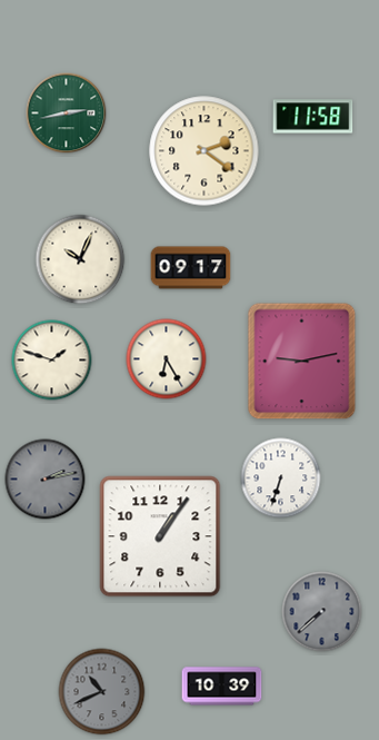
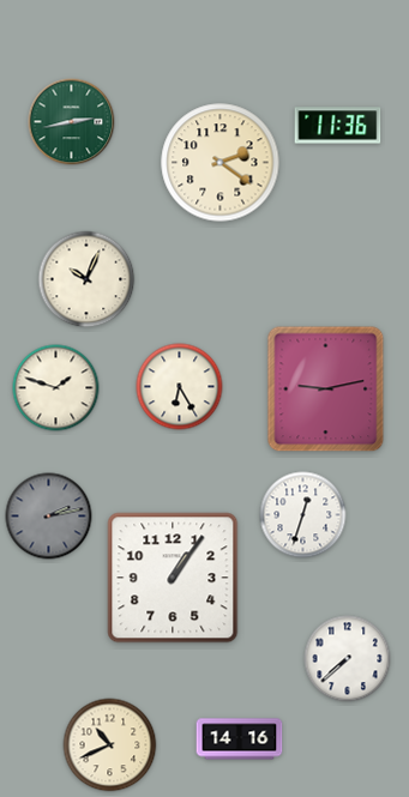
clock at (313, 117): 11:58 -> 11:36
clock at (191, 268): 09:17 -> none
clock at (281, 478): 6:33 -> 12:33
clock at (322, 612) dial: grey -> white
clock at (222, 687): 10:39 -> 14:16
clock at (102, 692) dial: grey -> cream
